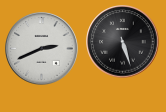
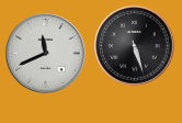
clock at (42, 49): 2:41 -> 11:41
